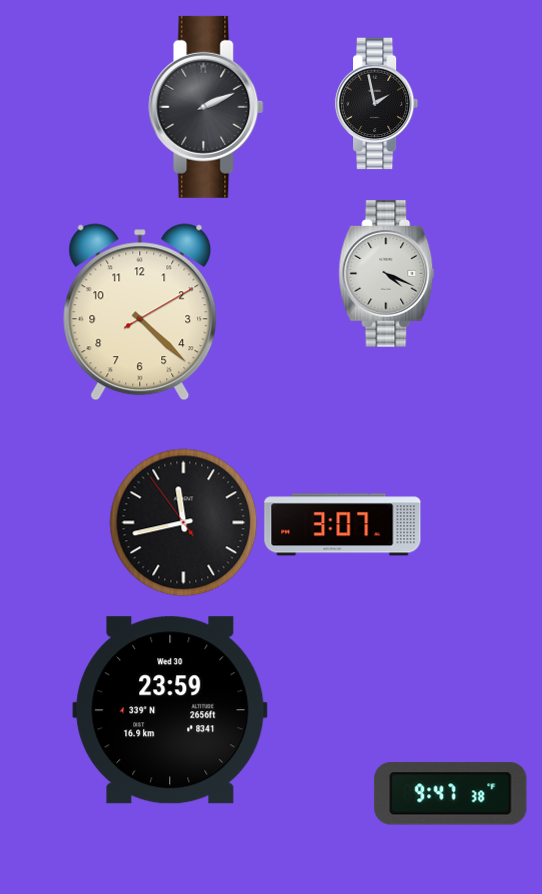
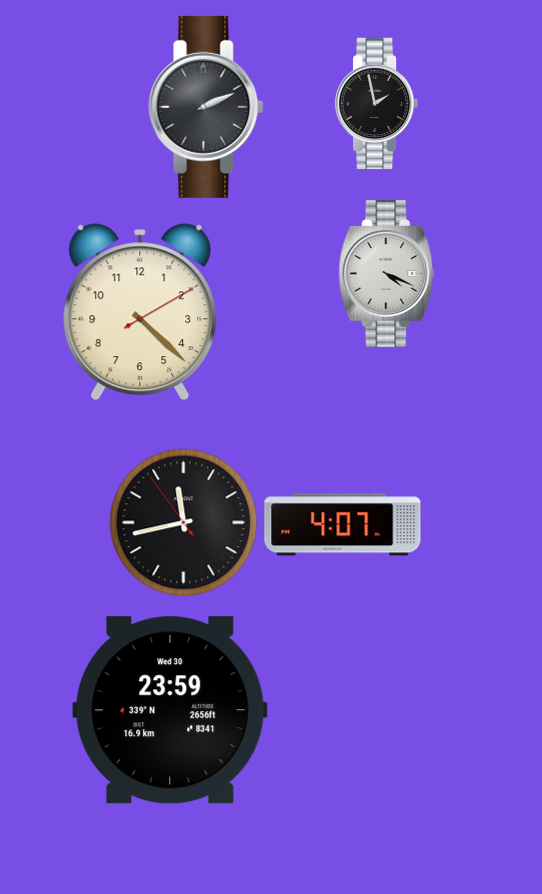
clock at (343, 525): 3:07 -> 4:07
clock at (451, 794): 9:47 -> none
